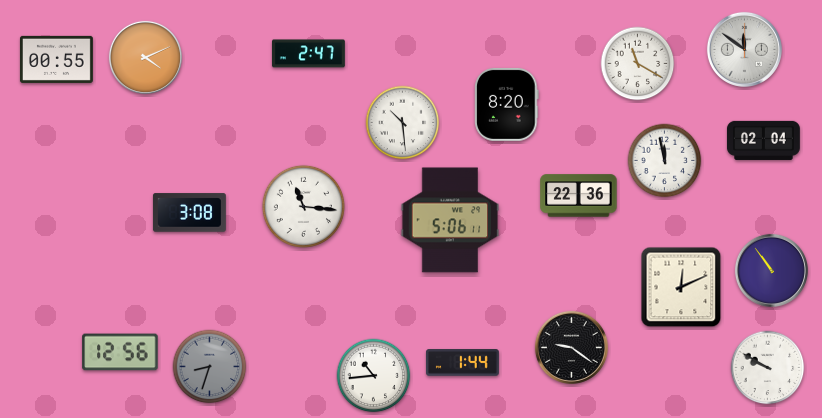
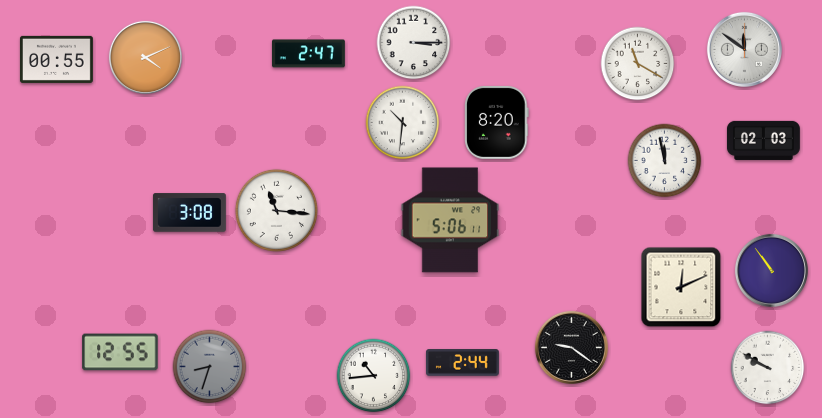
clock at (414, 43): none -> 3:15
clock at (507, 104) position: (507, 104) -> (497, 122)
clock at (403, 123): 10:29 -> 10:31
clock at (763, 140): 02:04 -> 02:03
clock at (579, 196): 22:36 -> none
clock at (303, 206) position: (303, 206) -> (276, 210)
clock at (120, 352): 12:56 -> 12:55
clock at (462, 363): 1:44 -> 2:44
